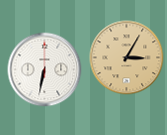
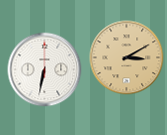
clock at (127, 58): 3:05 -> 3:10
